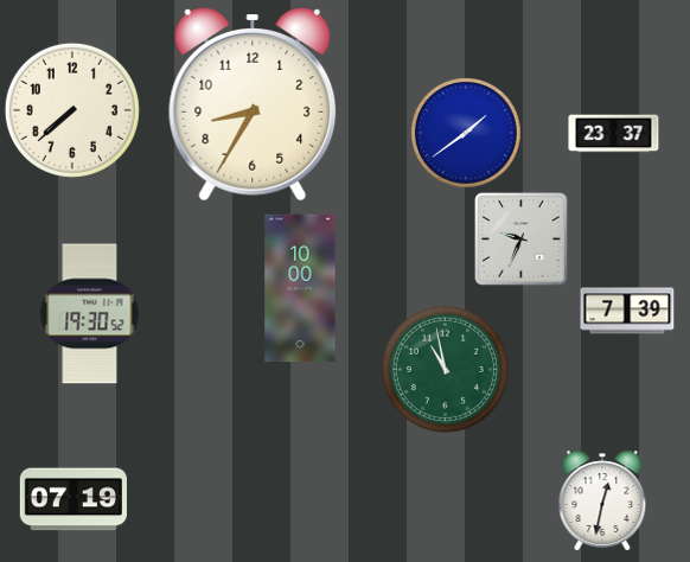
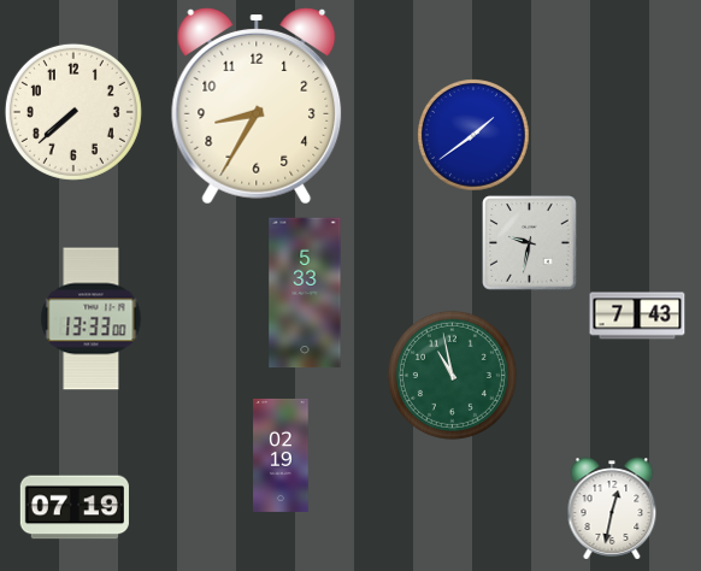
clock at (614, 134): 23:37 -> none
clock at (522, 240): 9:34 -> 9:32
clock at (300, 288): 10:00 -> 5:33
clock at (627, 311): 7:39 -> 7:43
clock at (90, 314): 19:30 -> 13:33
clock at (281, 455): none -> 02:19
